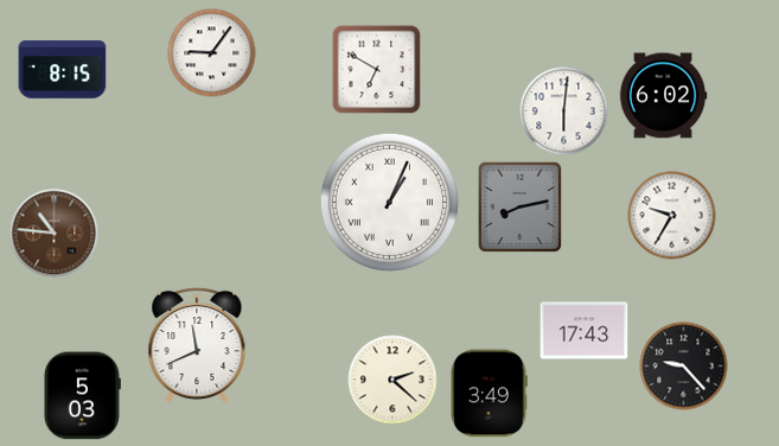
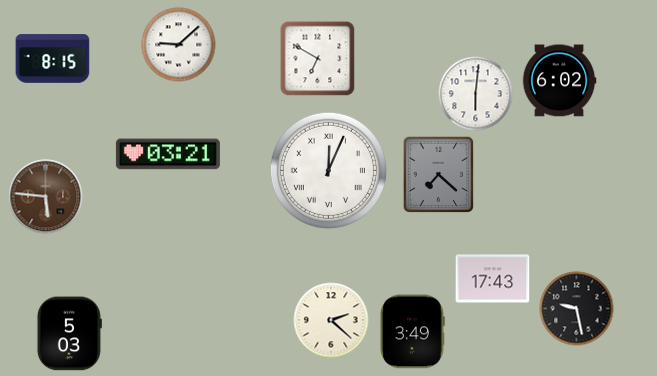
clock at (212, 53): 9:06 -> 9:08
clock at (168, 154): none -> 03:21
clock at (389, 202): 1:04 -> 12:04
clock at (521, 208): 8:13 -> 7:22
clock at (672, 216): 9:35 -> none
clock at (55, 234): 10:46 -> 5:46
clock at (197, 344): 11:41 -> none
clock at (684, 367): 9:23 -> 9:28
